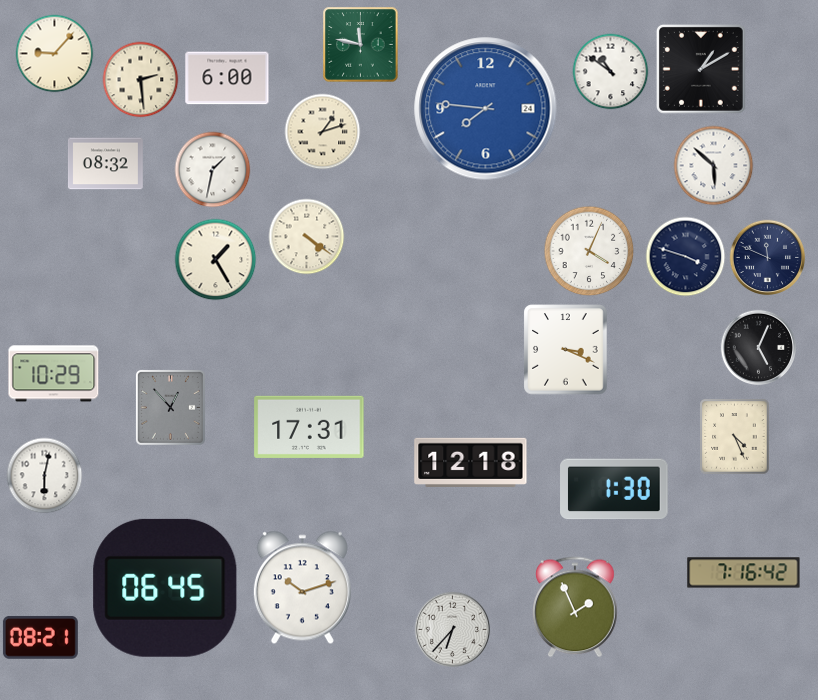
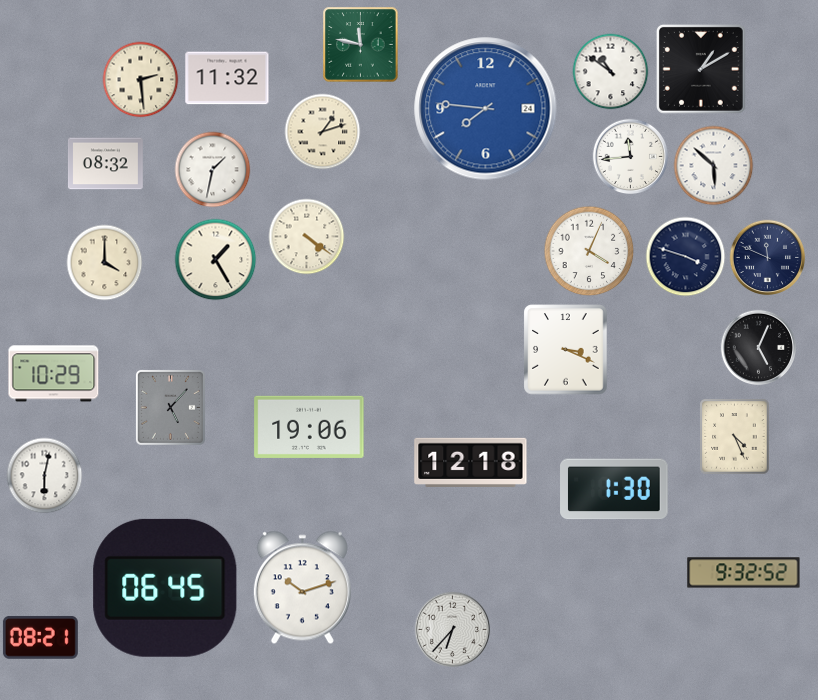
clock at (55, 54): 9:07 -> none
clock at (227, 78): 6:00 -> 11:32
clock at (631, 157): none -> 11:44
clock at (105, 263): none -> 4:00
clock at (170, 407): 12:53 -> 5:07
clock at (309, 427): 17:31 -> 19:06
clock at (744, 573): 7:16 -> 9:32
clock at (575, 607): 1:56 -> none
